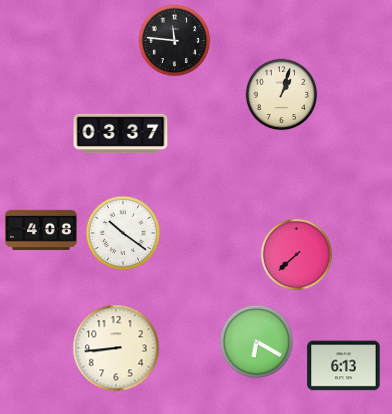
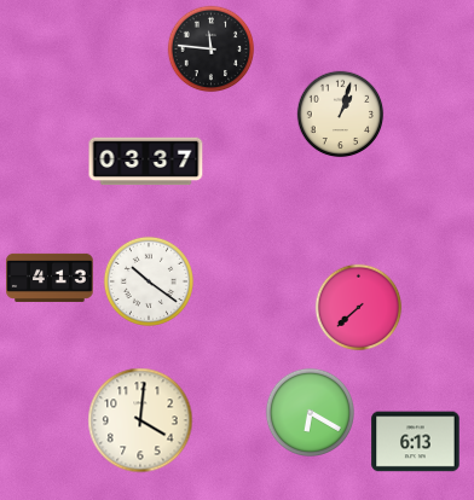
clock at (41, 230): 4:08 -> 4:13
clock at (116, 348): 8:44 -> 4:01
